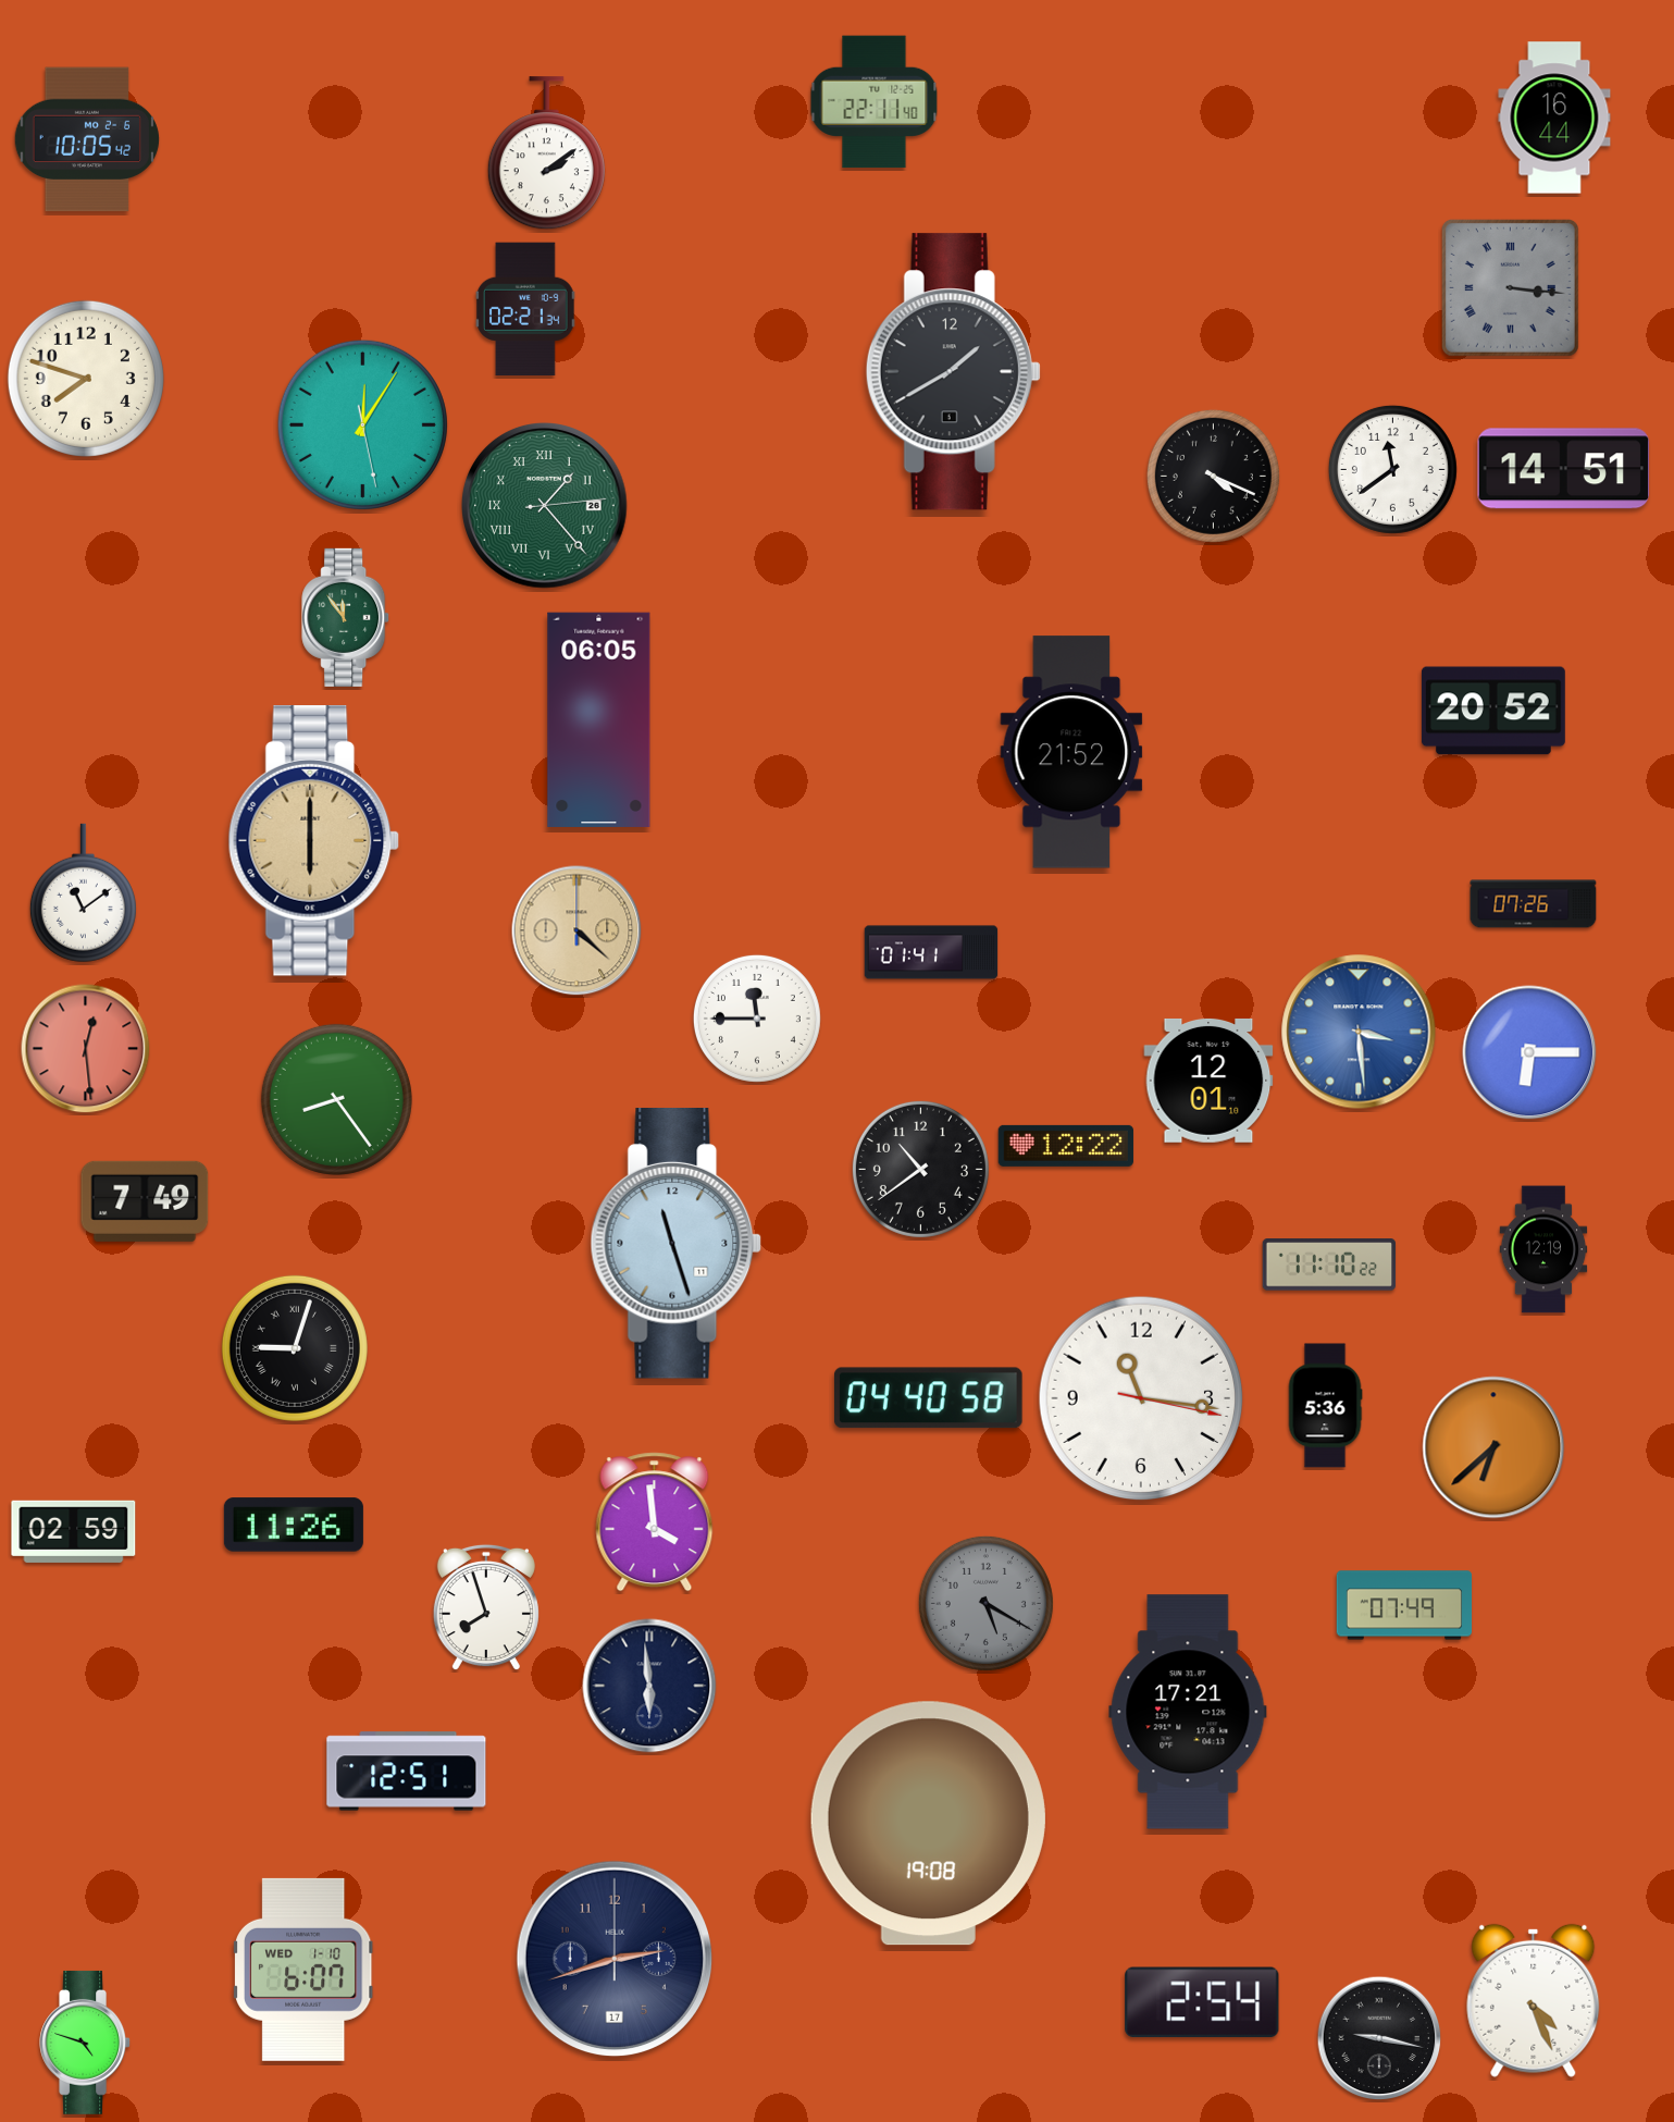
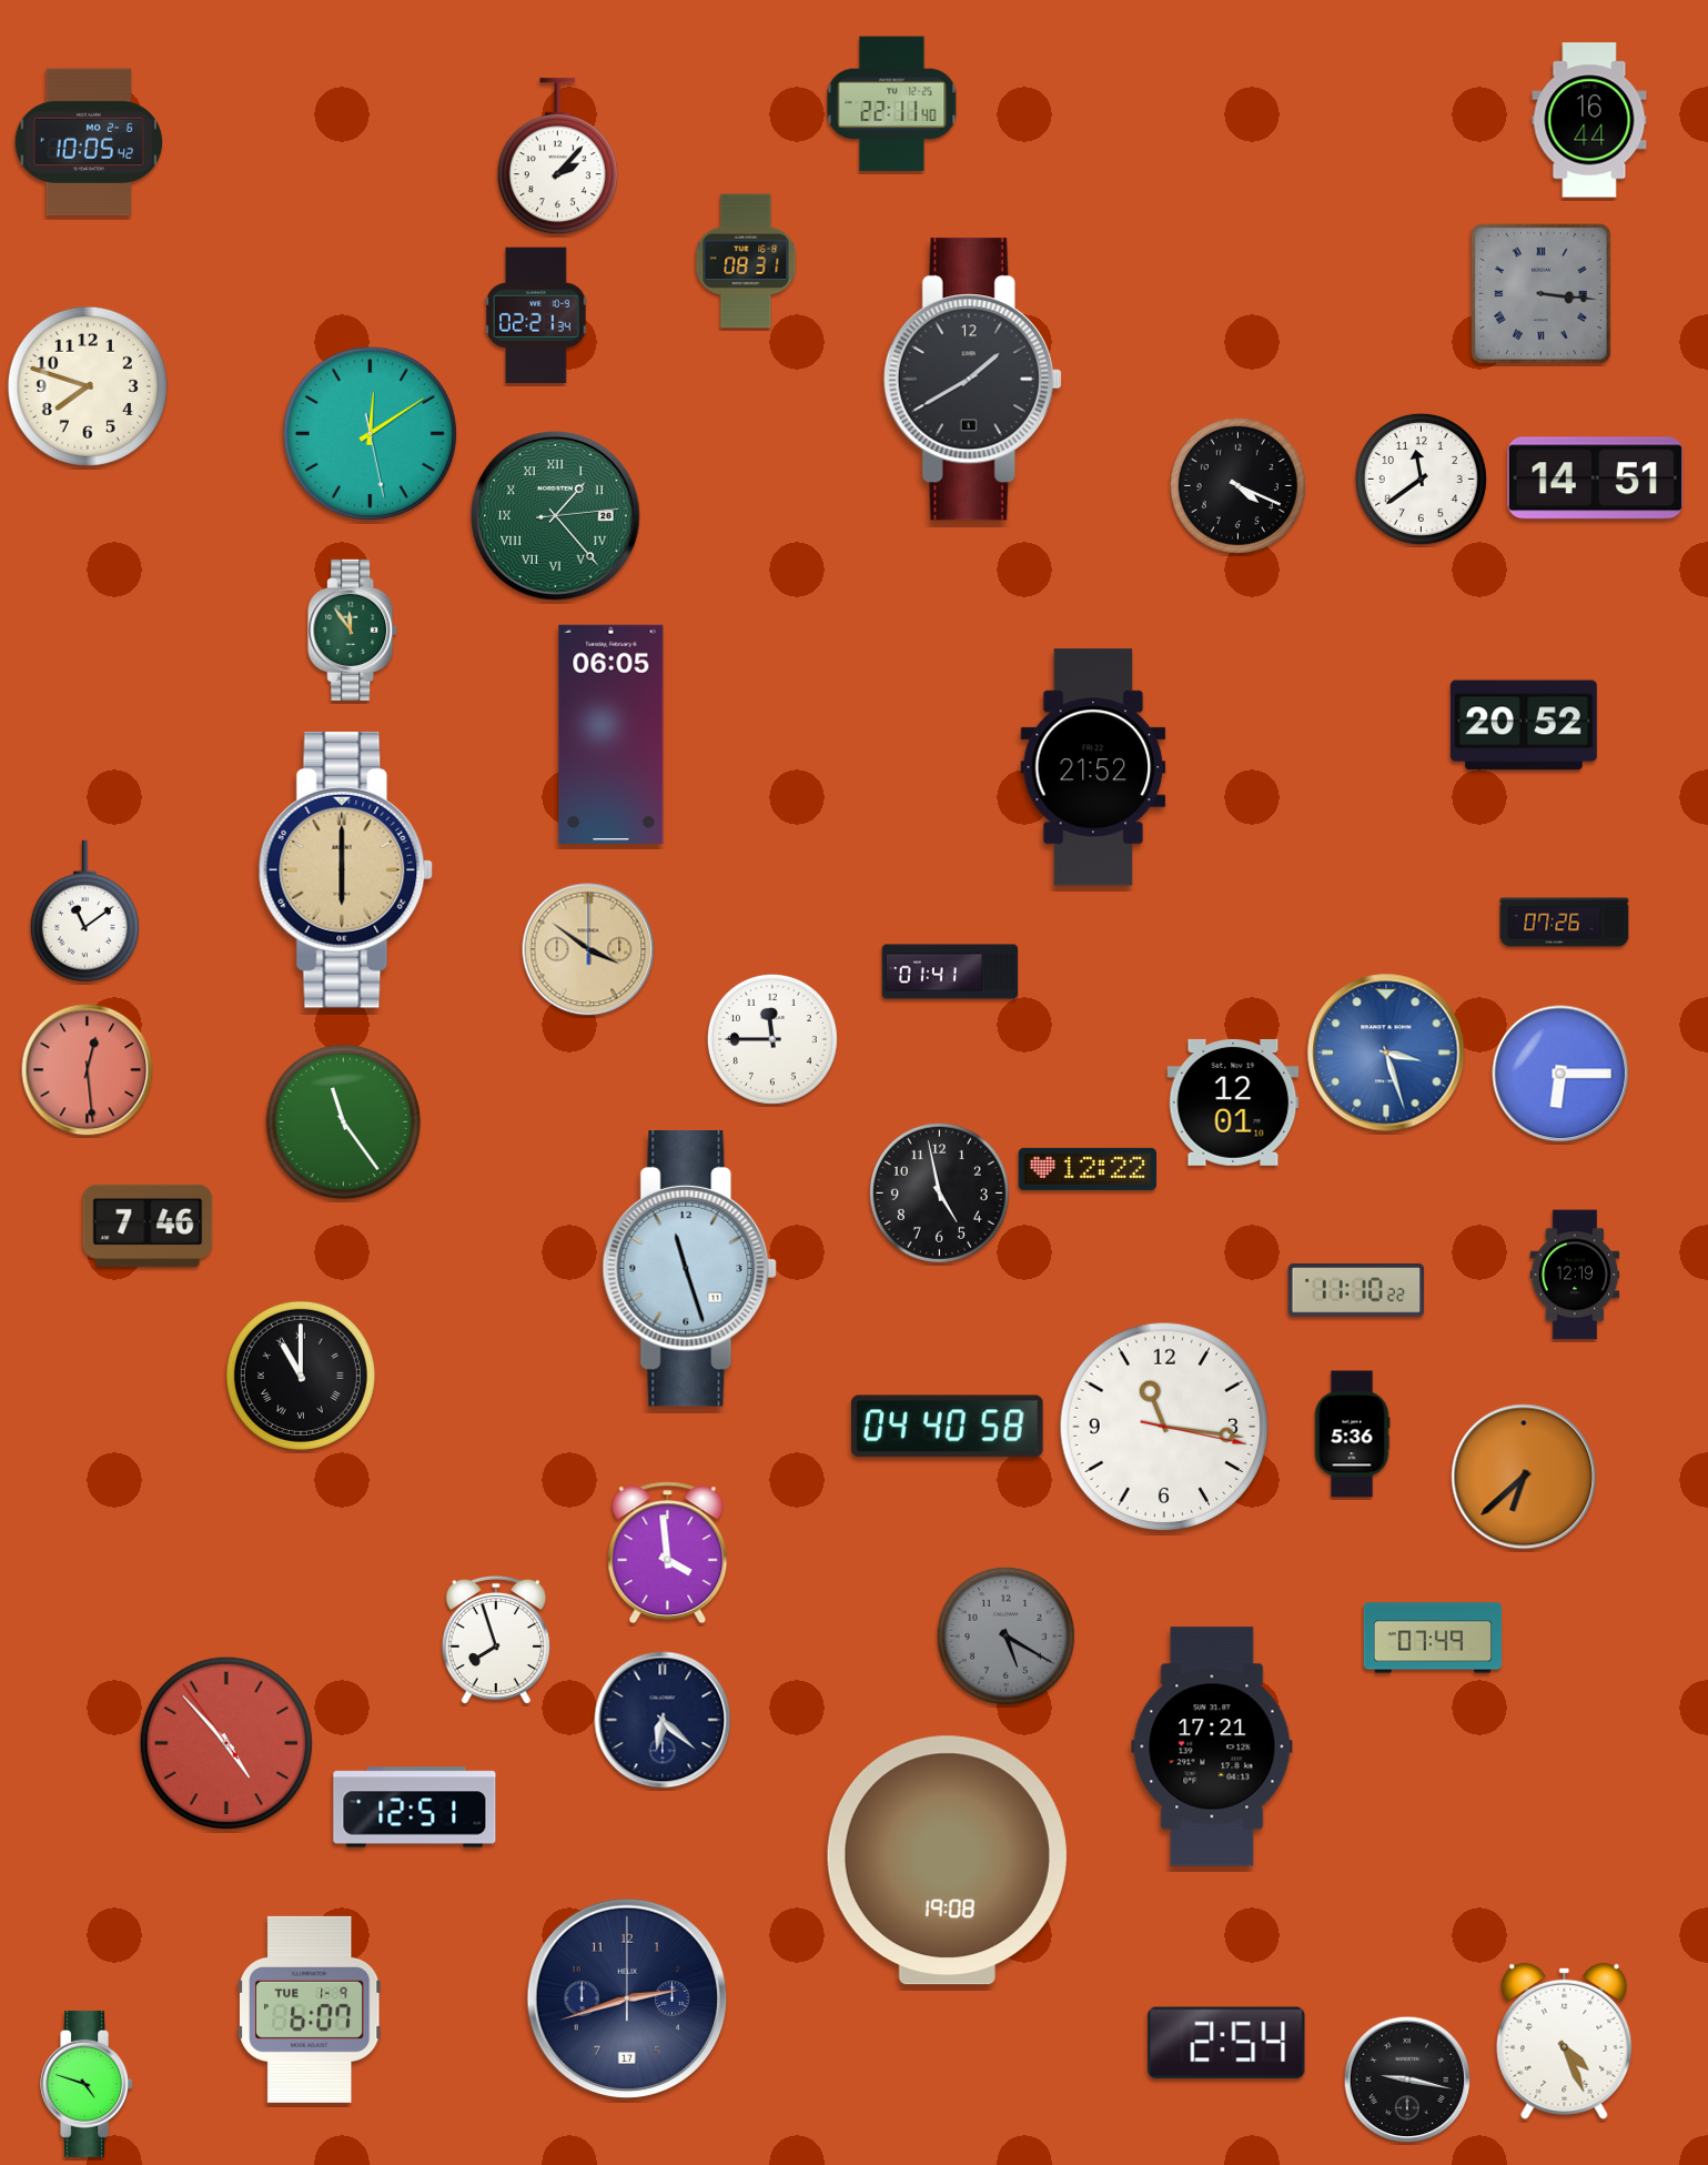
clock at (1554, 118) position: (1554, 118) -> (1589, 120)
clock at (546, 153): 2:09 -> 2:07
clock at (746, 261): none -> 08:31
clock at (362, 424): 12:05 -> 12:09
clock at (314, 841) position: (314, 841) -> (346, 870)
clock at (576, 930): 4:22 -> 3:51
clock at (1359, 1032): 3:29 -> 3:27
clock at (336, 1099): 8:24 -> 11:24
clock at (920, 1169): 10:39 -> 4:58
clock at (145, 1201): 7:49 -> 7:46
clock at (295, 1348): 9:03 -> 11:00
clock at (294, 1525): 11:26 -> none
clock at (74, 1531): 02:59 -> none
clock at (649, 1686): 5:59 -> 6:22
clock at (226, 1743): none -> 4:52
clock at (303, 1970) date: WED 1-10 -> TUE 1-9
